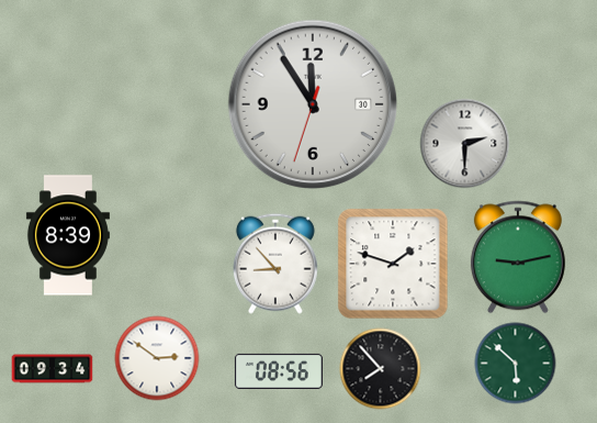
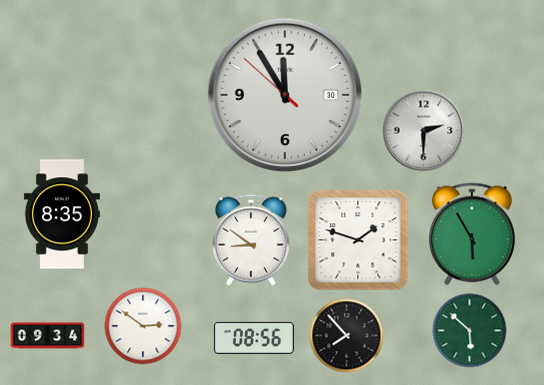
clock at (313, 104): 11:54:33 -> 11:54:52
clock at (68, 235): 8:39 -> 8:35
clock at (518, 257): 9:13 -> 5:55
clock at (275, 264): 8:53 -> 8:51
